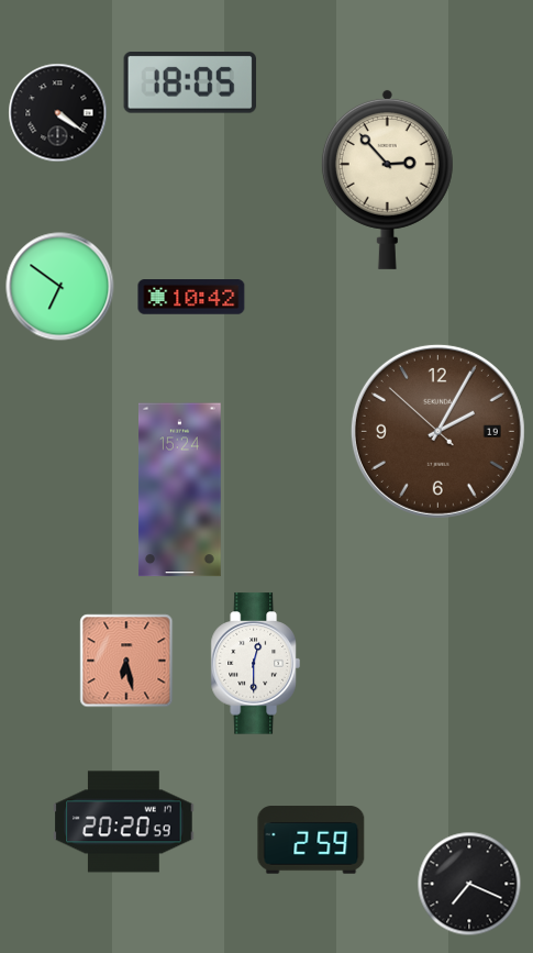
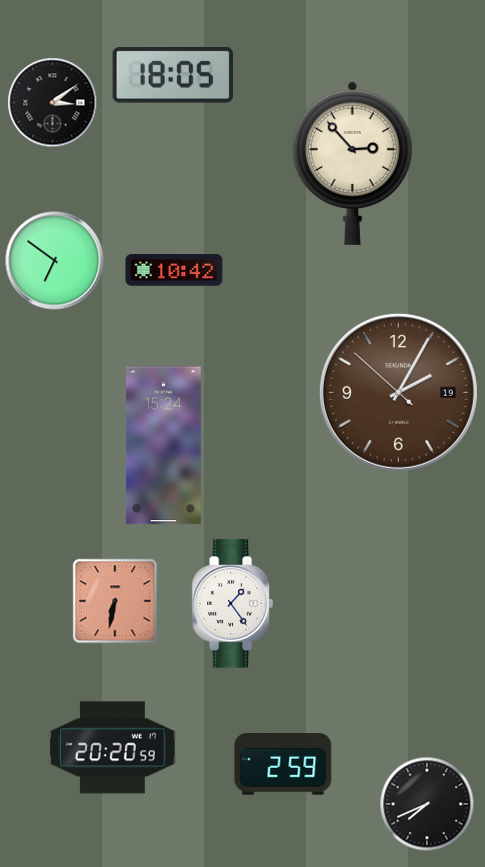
clock at (58, 113): 4:21 -> 3:09
clock at (126, 661): 6:28 -> 6:32
clock at (255, 664): 12:30 -> 1:24
clock at (469, 884): 7:19 -> 7:41
